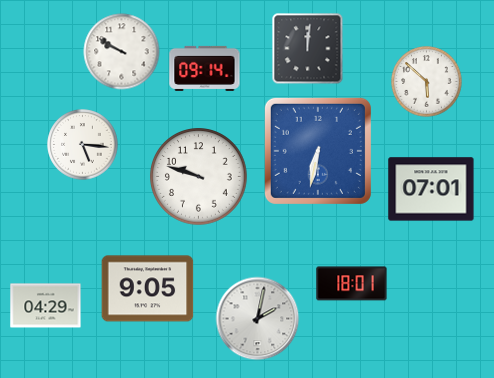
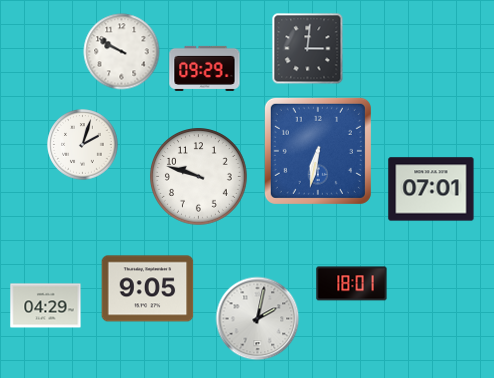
clock at (308, 49): 12:01 -> 3:01
clock at (205, 68): 09:14 -> 09:29
clock at (427, 82): 5:52 -> none
clock at (83, 145): 5:16 -> 2:03
